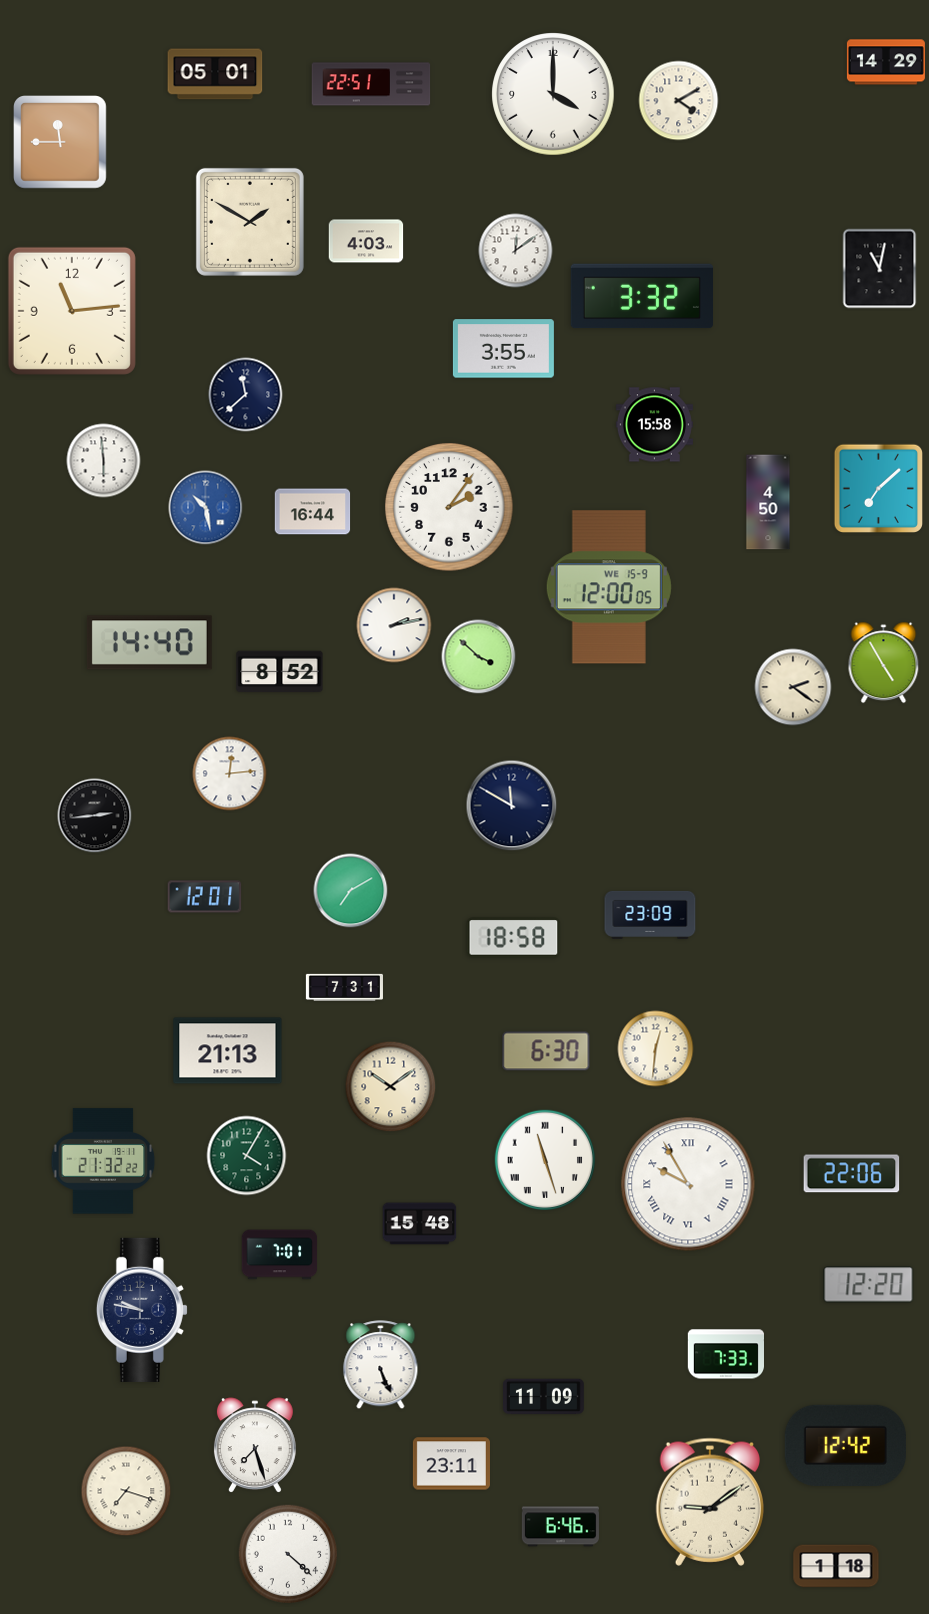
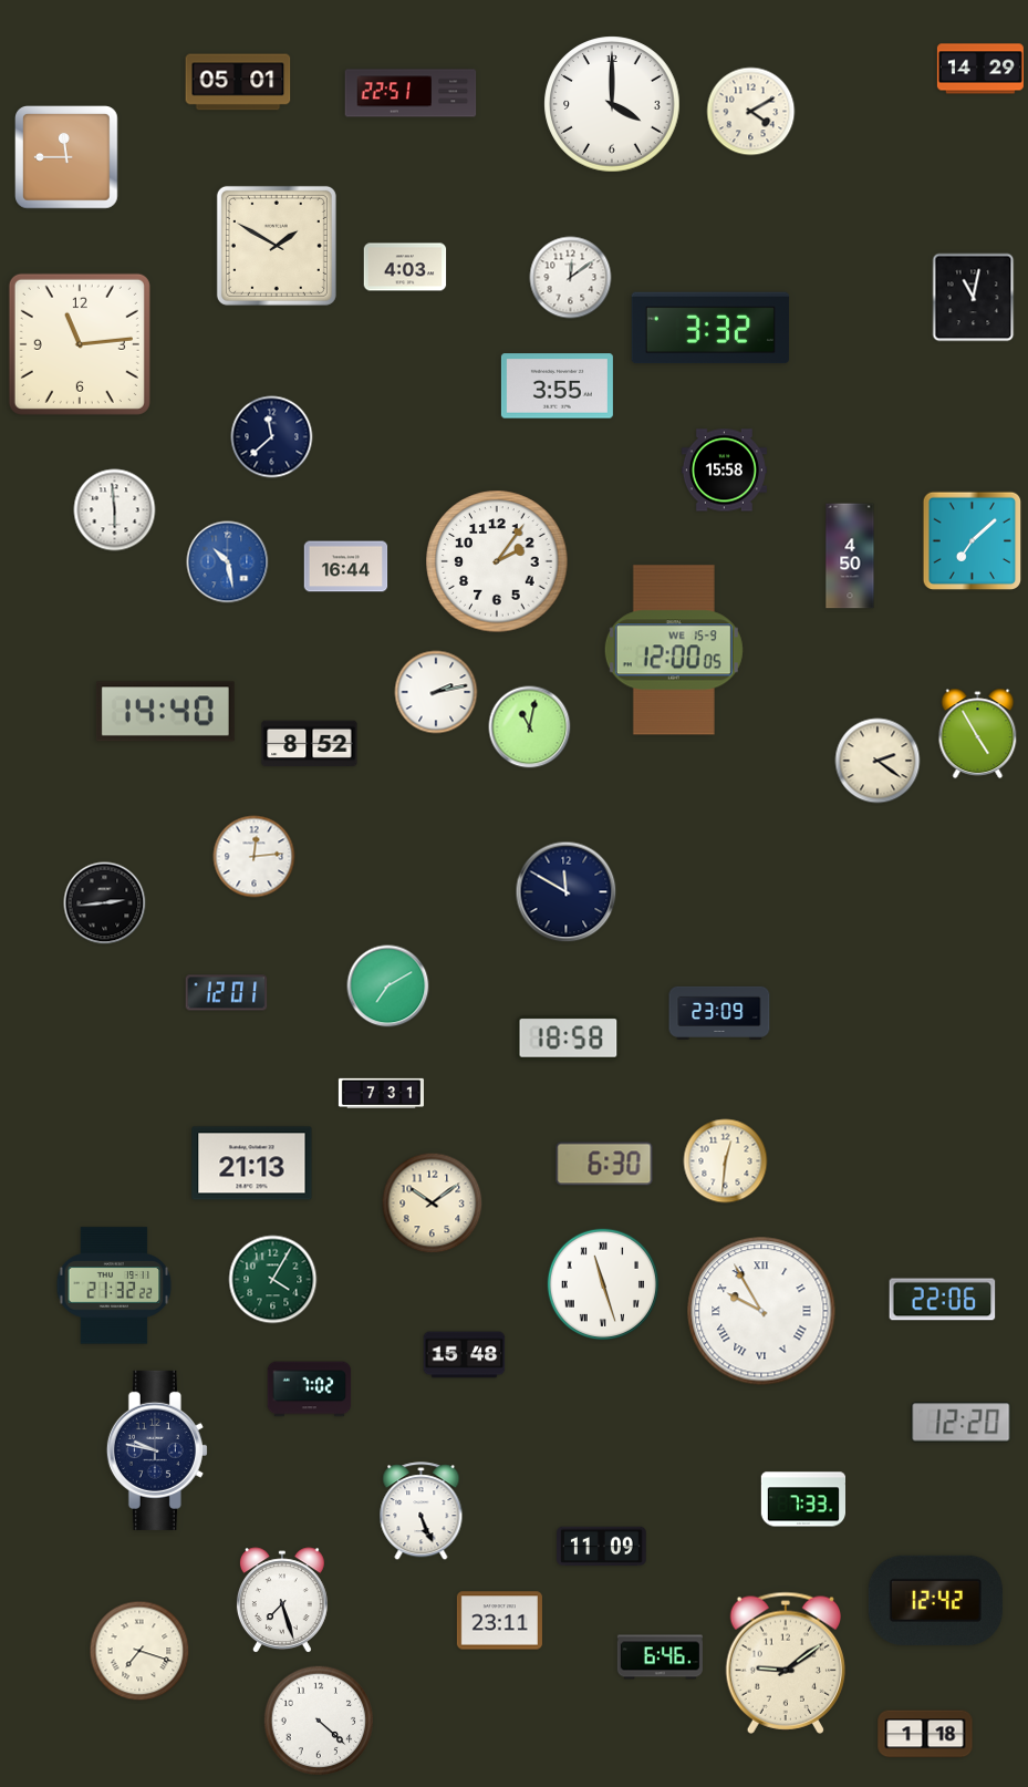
clock at (479, 657): 3:52 -> 11:02
clock at (280, 1255): 7:01 -> 7:02
clock at (560, 1527) position: (560, 1527) -> (660, 1657)
